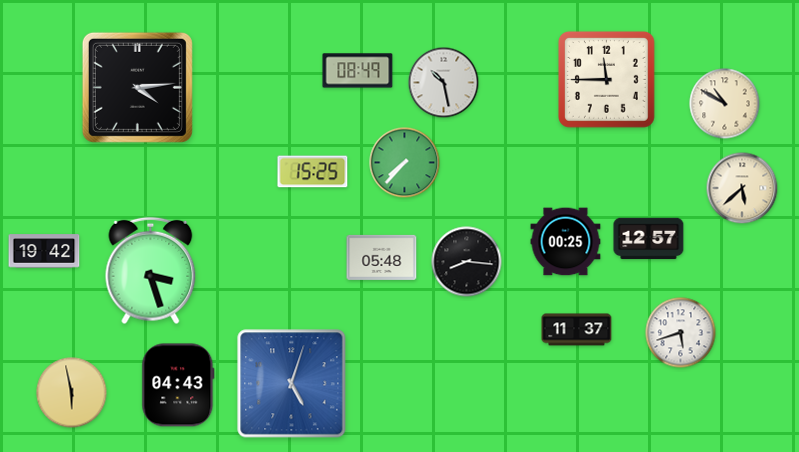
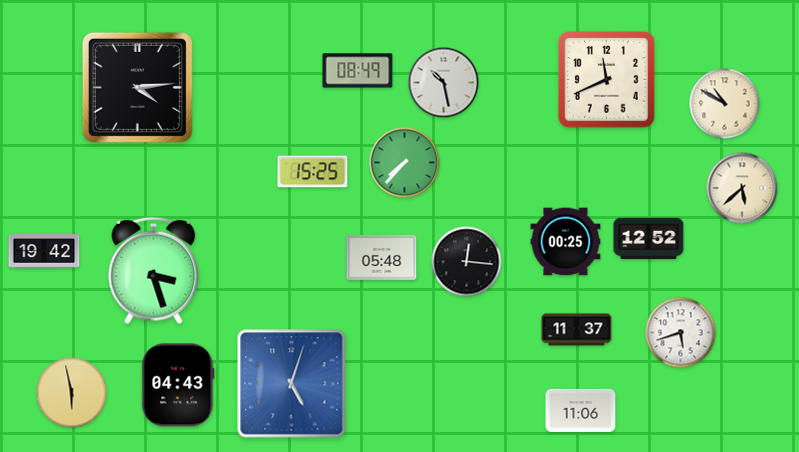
clock at (607, 80): 11:45 -> 11:41
clock at (649, 239): 12:57 -> 12:52
clock at (467, 262): 8:16 -> 12:16
clock at (151, 271) position: (151, 271) -> (154, 271)
clock at (581, 410): none -> 11:06
